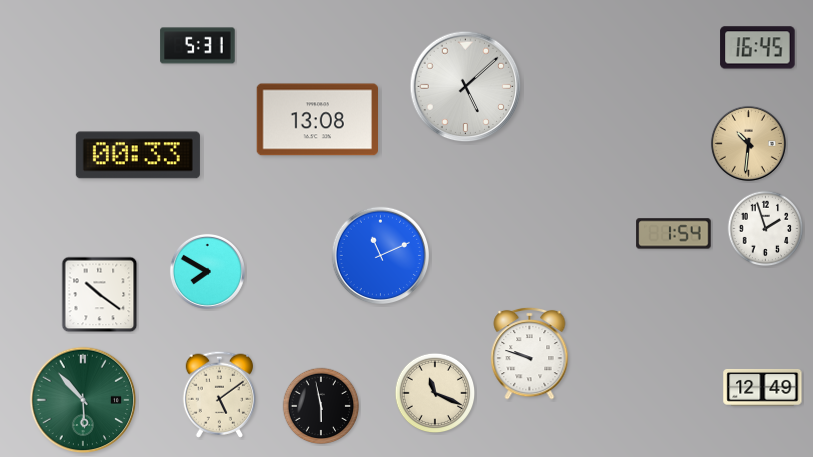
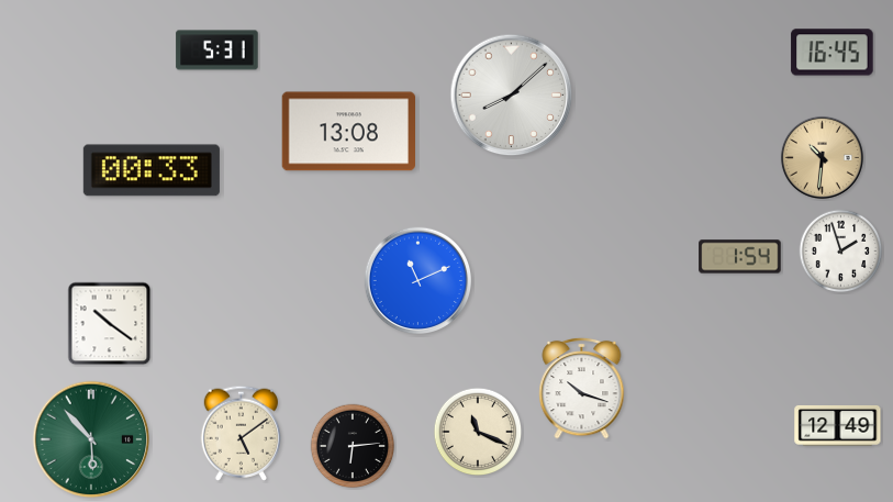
clock at (466, 87): 5:08 -> 8:08
clock at (207, 271): 7:50 -> none
clock at (530, 353): 9:48 -> 10:18
clock at (321, 406): 5:58 -> 6:14
